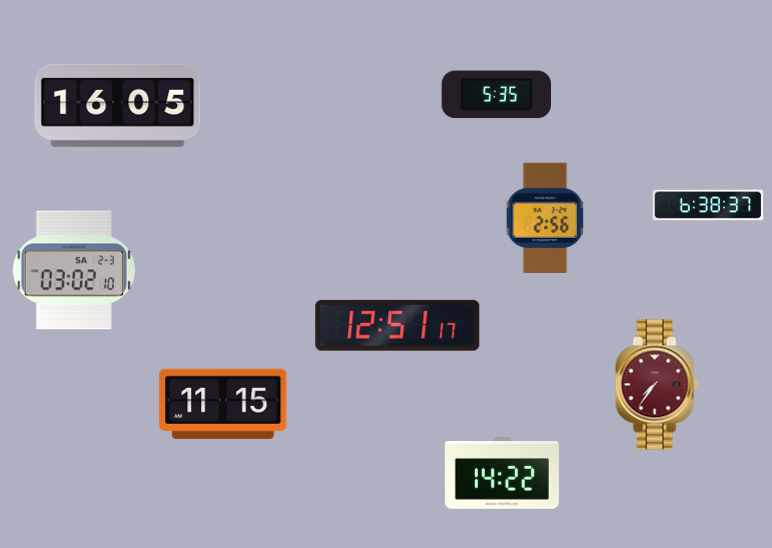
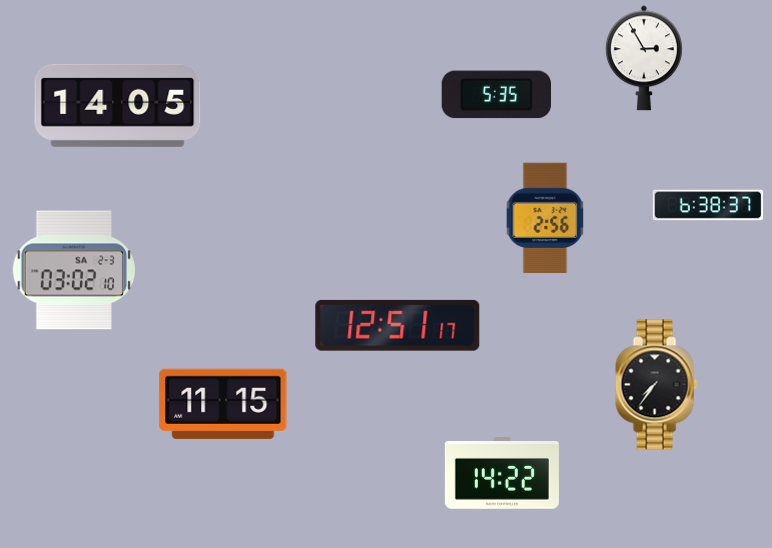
clock at (644, 58): none -> 2:55
clock at (118, 105): 16:05 -> 14:05
clock at (656, 385) dial: burgundy -> black
